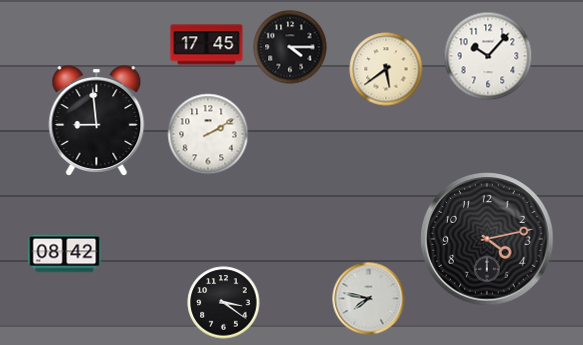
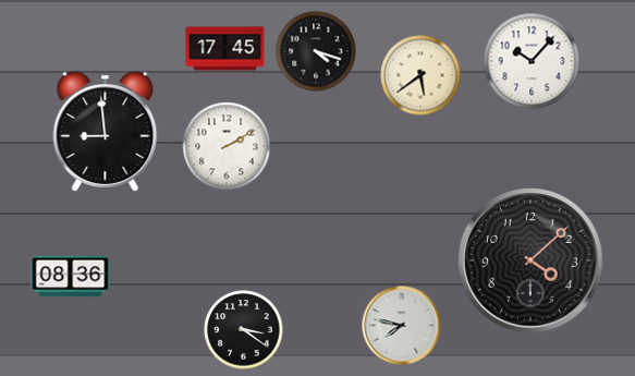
clock at (290, 47): 4:15 -> 4:18
clock at (487, 239): 4:13 -> 4:08
clock at (65, 254): 08:42 -> 08:36
